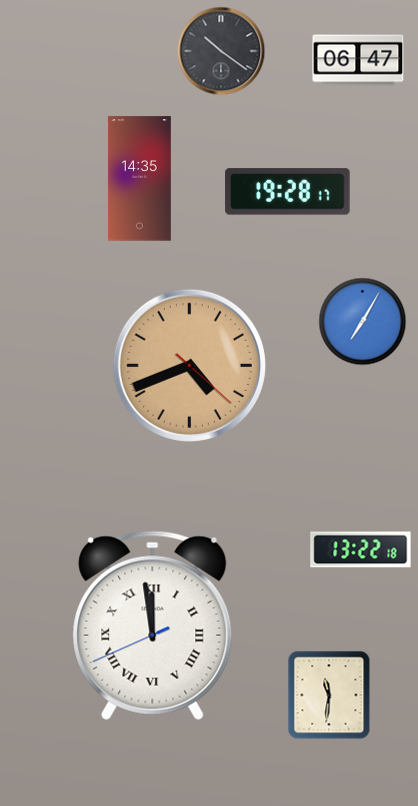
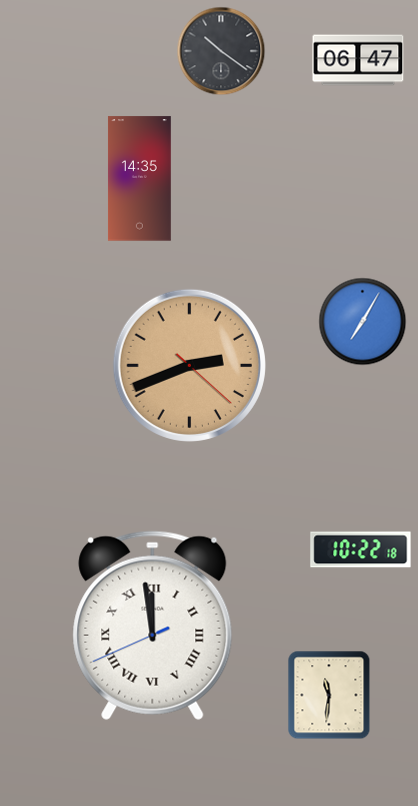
clock at (288, 192): 19:28 -> none
clock at (189, 365): 4:41 -> 2:41
clock at (361, 550): 13:22 -> 10:22
